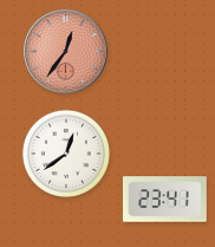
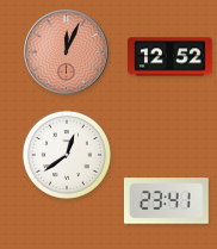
clock at (66, 52): 12:36 -> 12:04
clock at (170, 57): none -> 12:52
